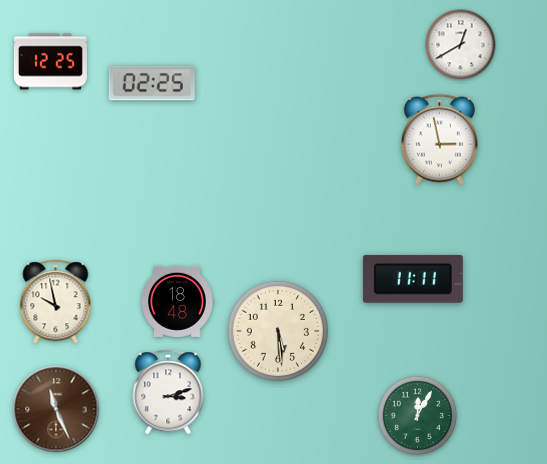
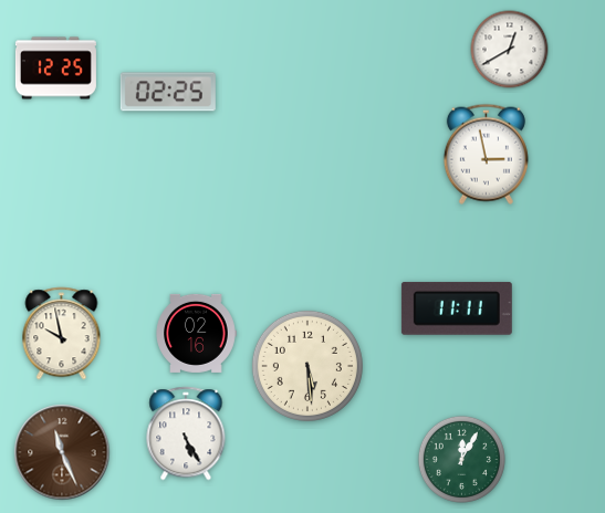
clock at (177, 301): 18:48 -> 02:16
clock at (168, 392): 3:12 -> 5:25
